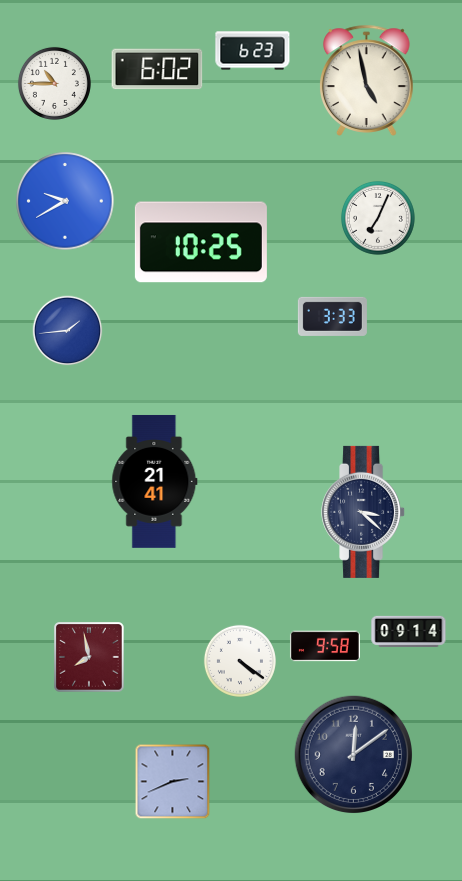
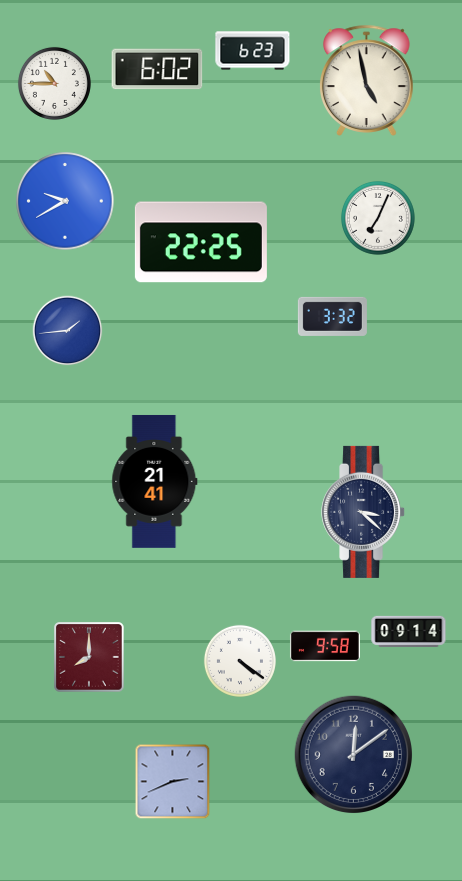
clock at (201, 242): 10:25 -> 22:25
clock at (332, 316): 3:33 -> 3:32
clock at (89, 657): 7:58 -> 8:00
